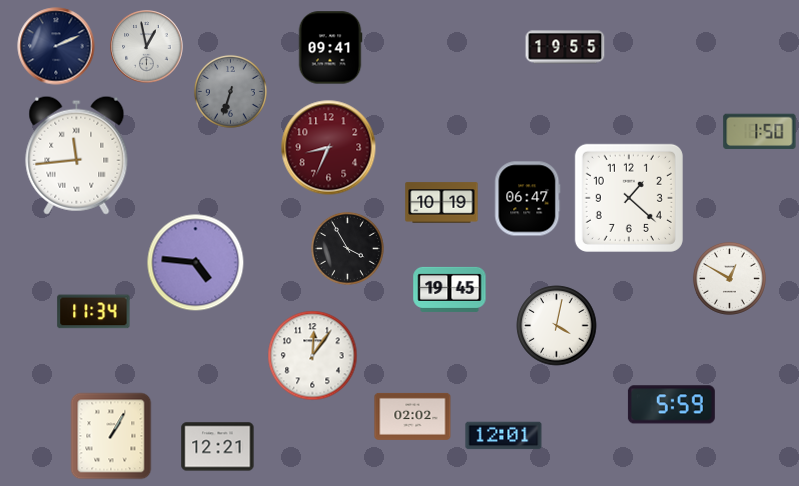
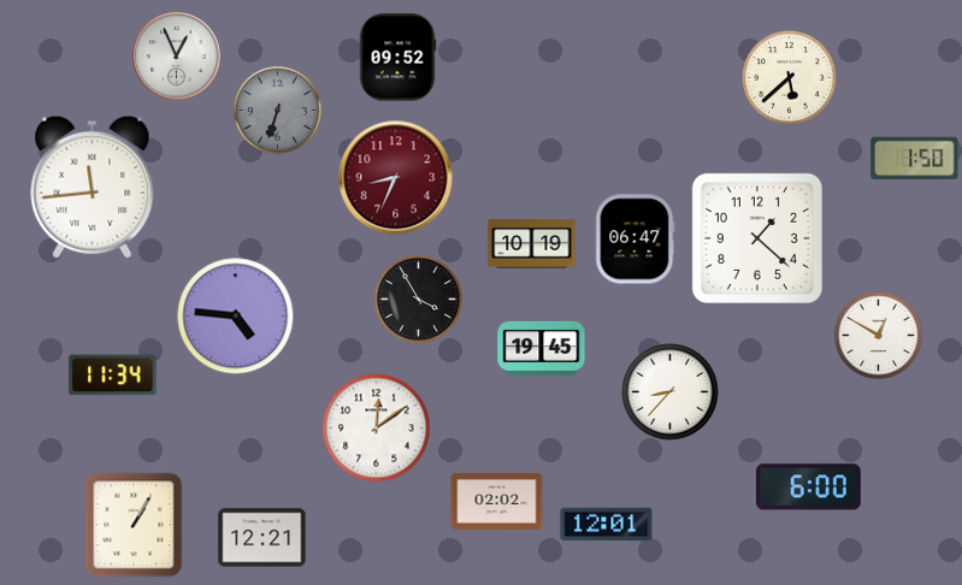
clock at (56, 46): 2:11 -> none
clock at (147, 47): 12:58 -> 12:56
clock at (565, 47): 19:55 -> none
clock at (330, 48): 09:41 -> 09:52
clock at (790, 78): none -> 5:38
clock at (557, 326): 4:02 -> 8:37
clock at (313, 356): 12:06 -> 12:09
clock at (671, 405): 5:59 -> 6:00
